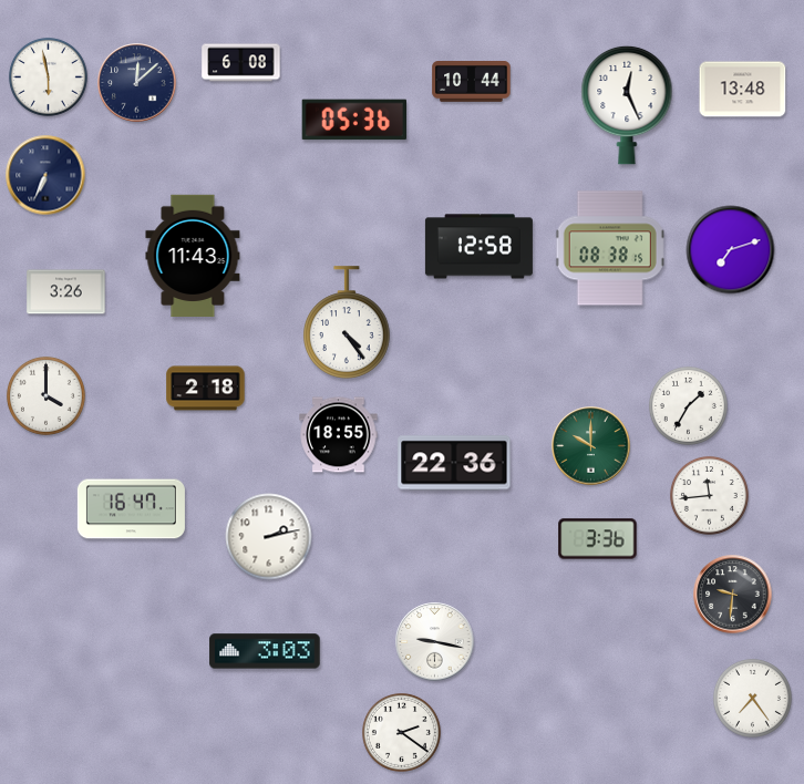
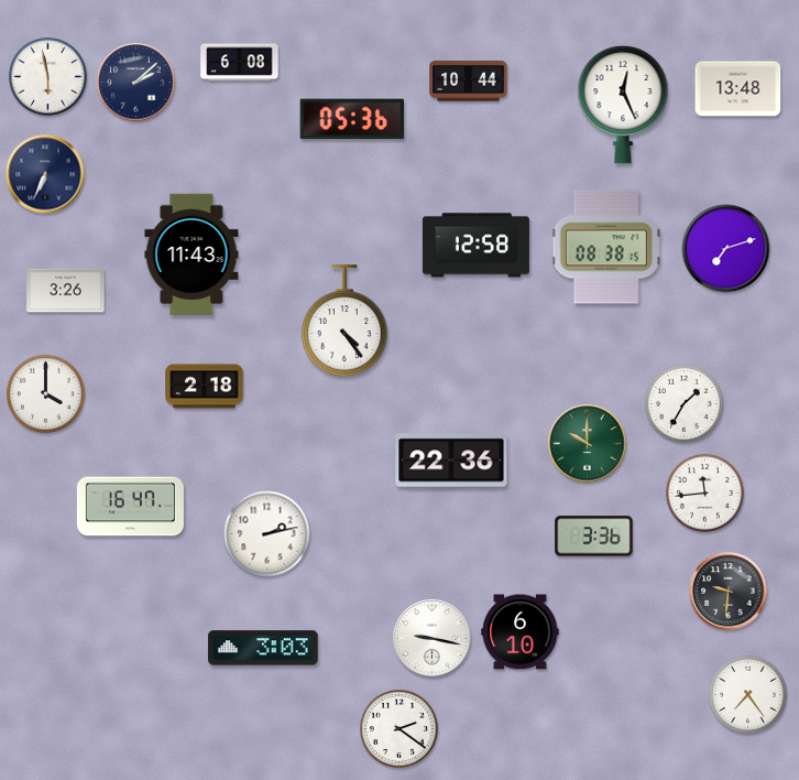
clock at (137, 83): 12:08 -> 2:08
clock at (339, 435): 18:55 -> none
clock at (521, 632): none -> 6:10
